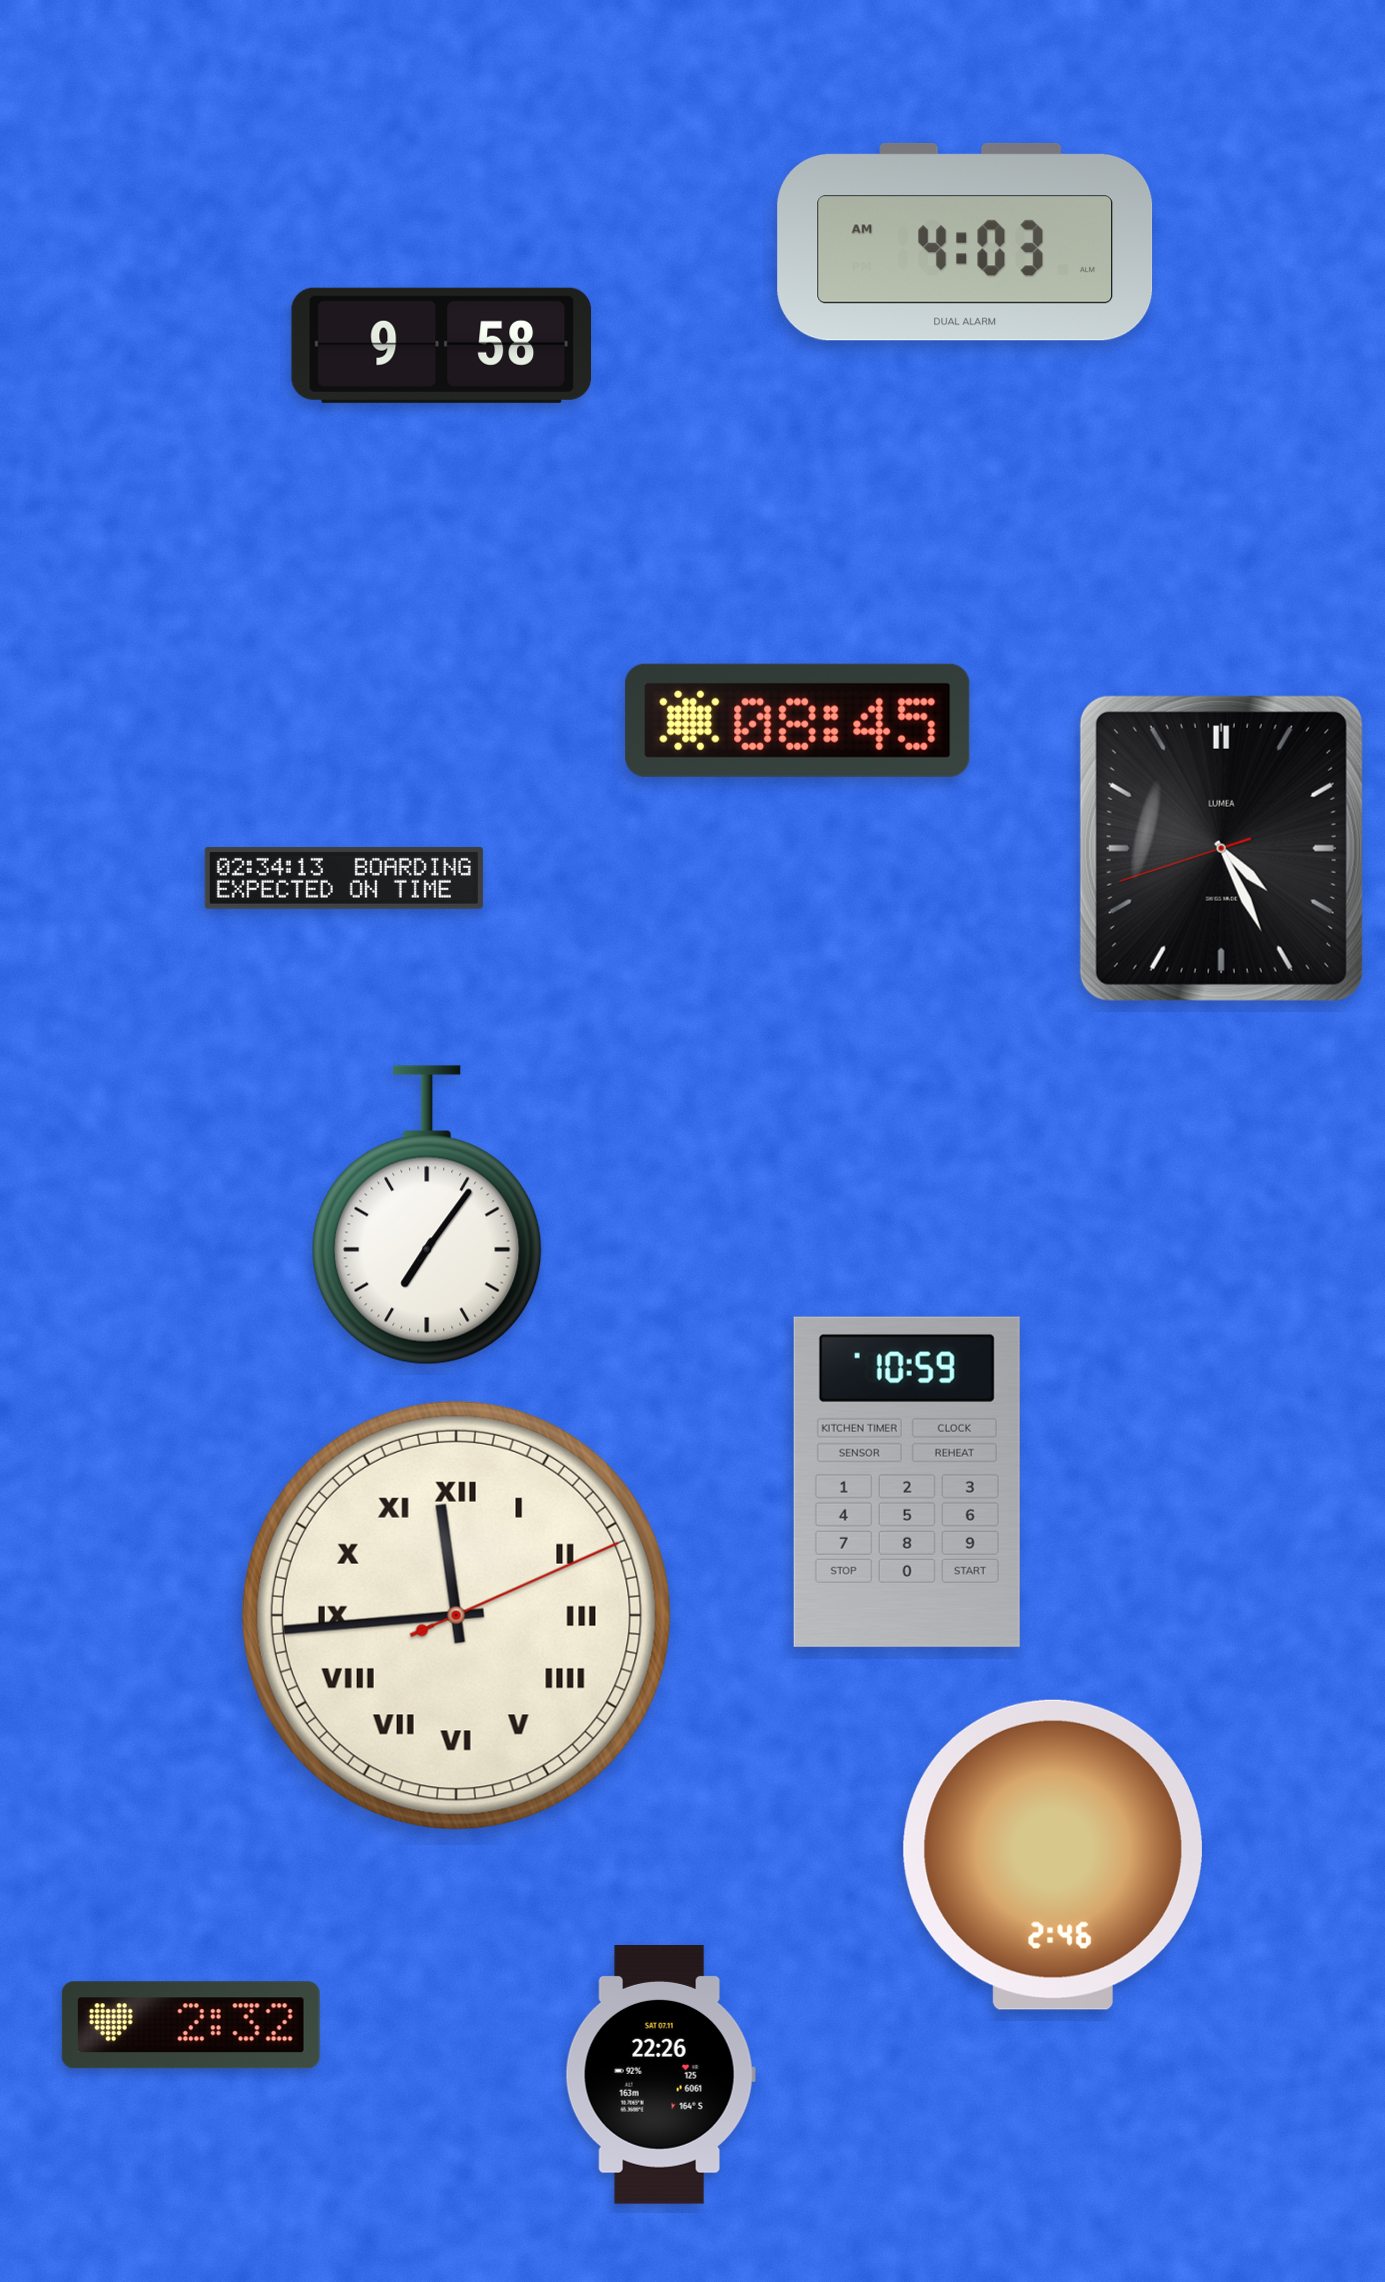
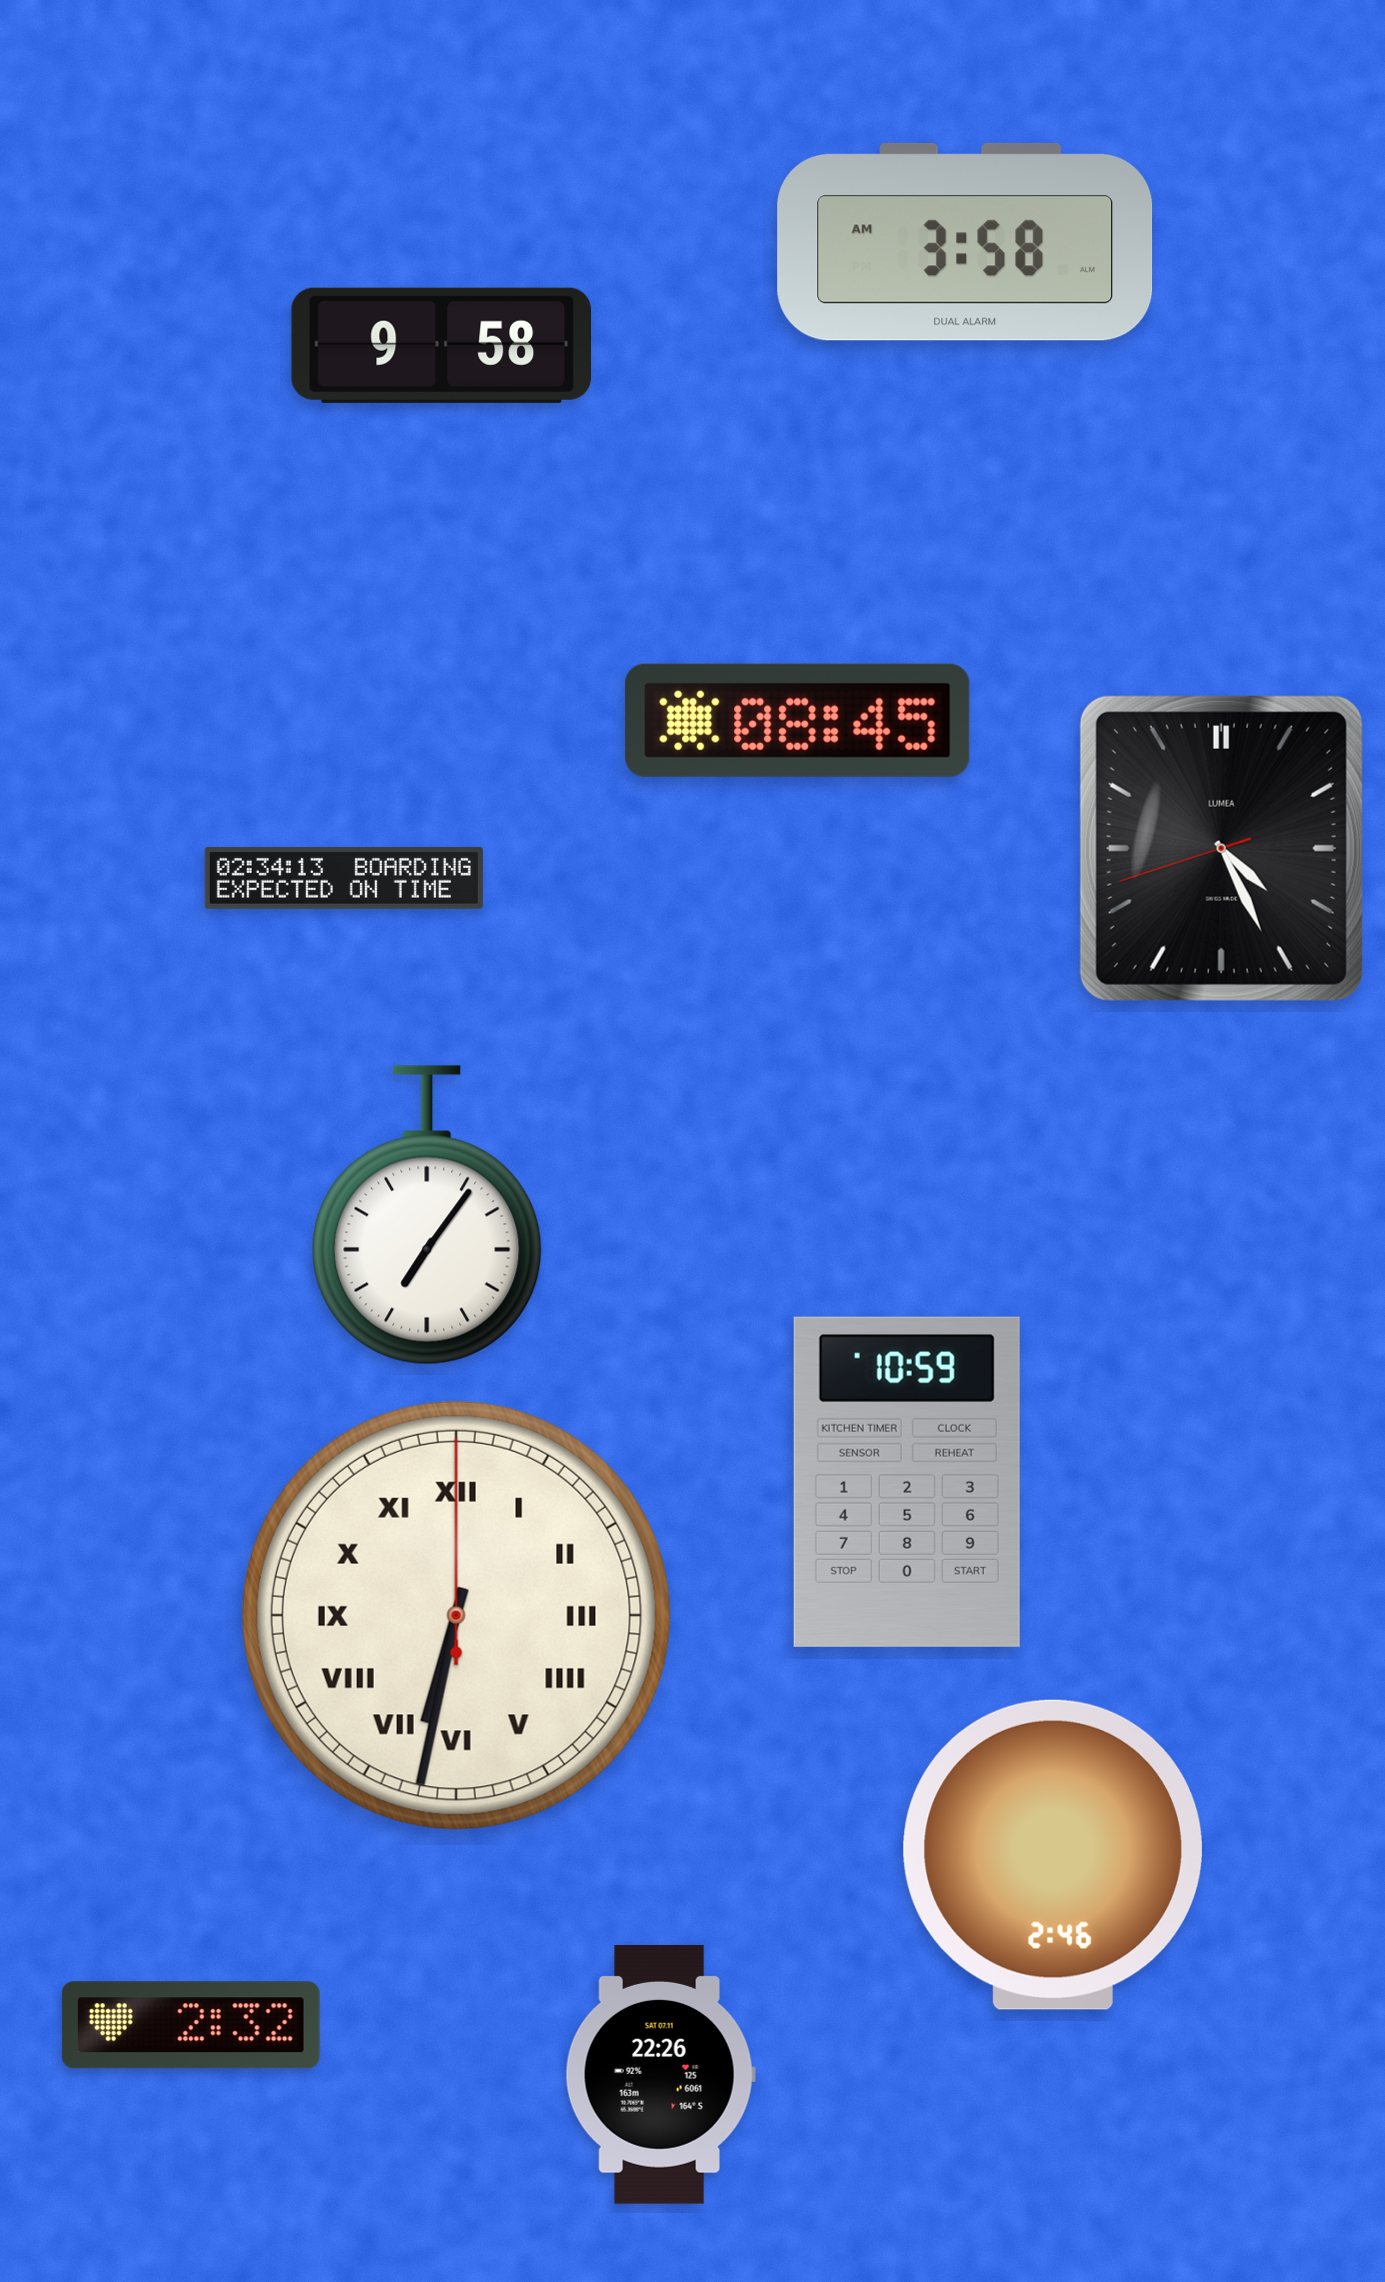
clock at (965, 242): 4:03 -> 3:58
clock at (456, 1615): 11:44 -> 6:32
